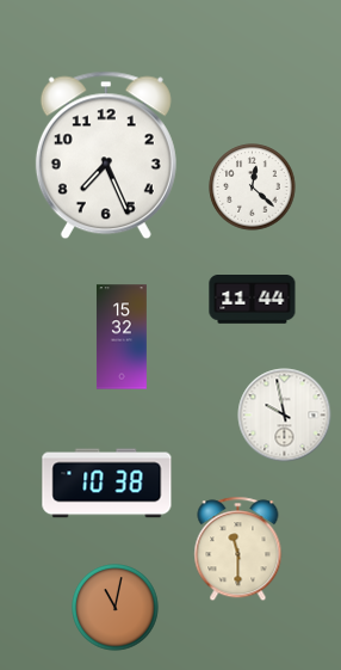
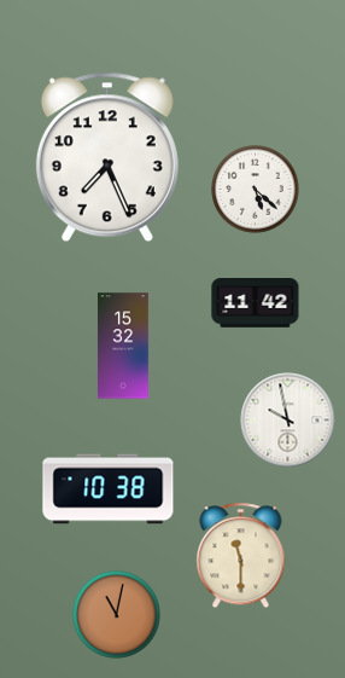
clock at (253, 188): 12:22 -> 5:22
clock at (253, 300): 11:44 -> 11:42
clock at (122, 337) position: (122, 337) -> (123, 346)
